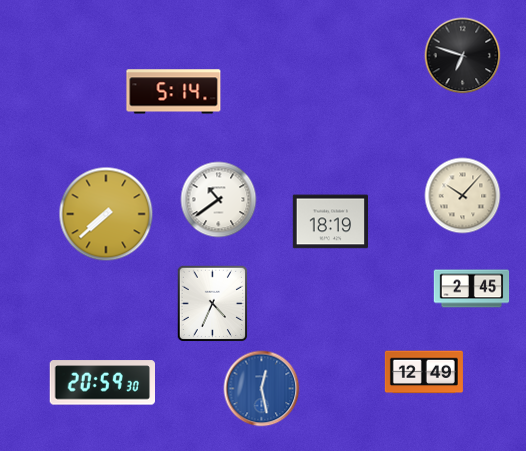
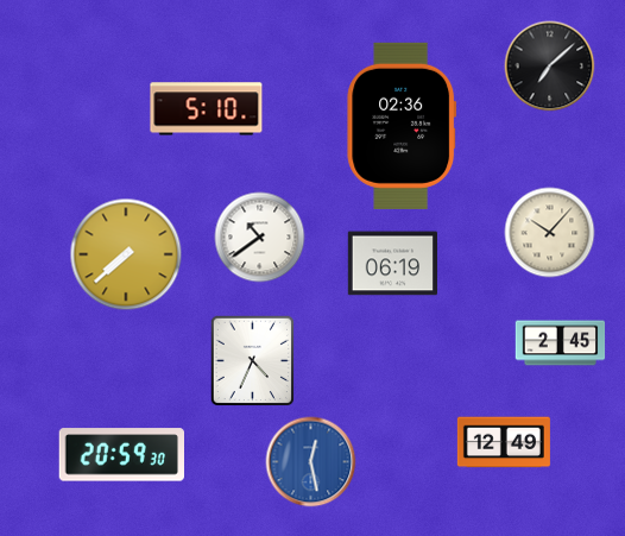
clock at (463, 56): 6:48 -> 7:08
clock at (174, 92): 5:14 -> 5:10
clock at (402, 126): none -> 02:36
clock at (330, 222): 18:19 -> 06:19
